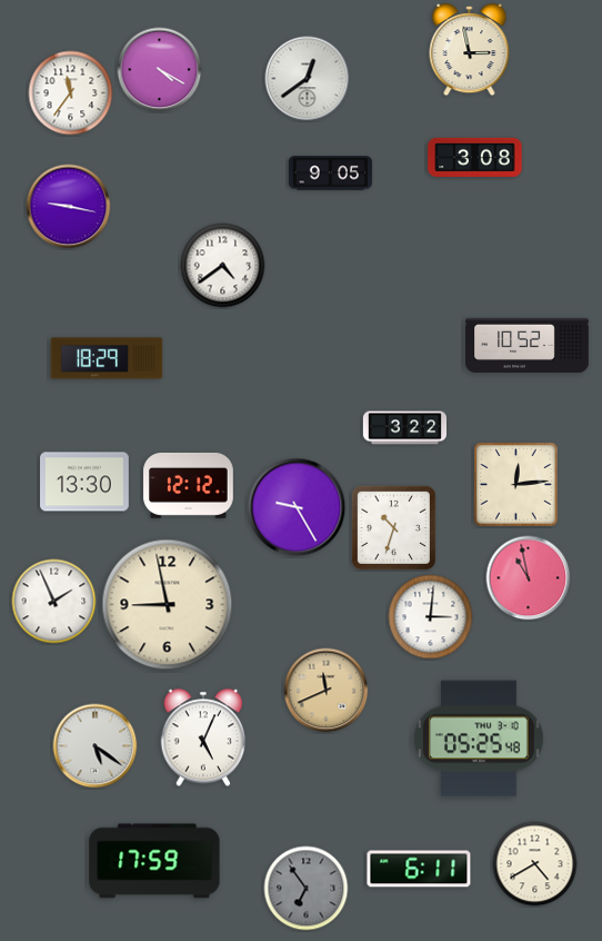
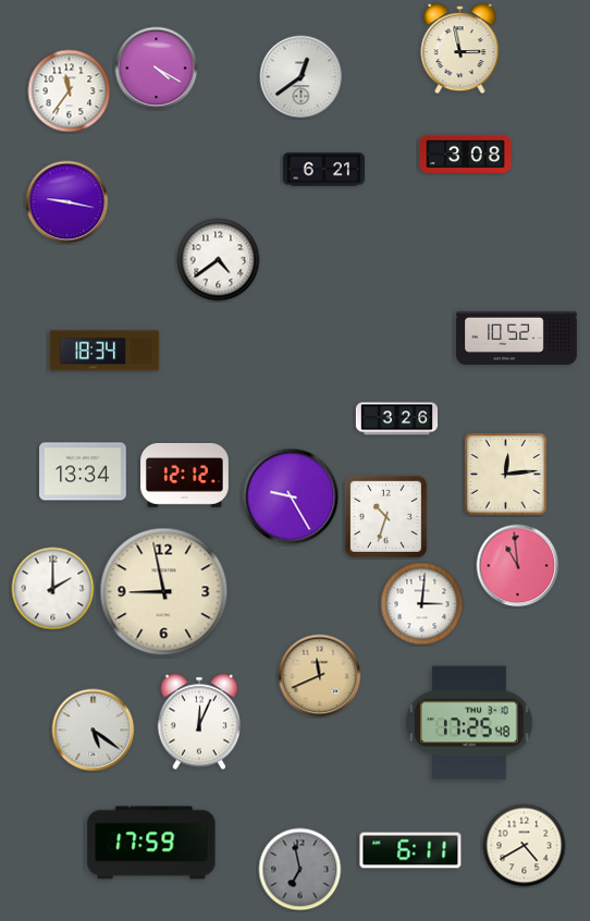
clock at (330, 174): 9:05 -> 6:21
clock at (107, 358): 18:29 -> 18:34
clock at (404, 428): 3:22 -> 3:26
clock at (86, 482): 13:30 -> 13:34
clock at (529, 578): 10:58 -> 10:59
clock at (54, 602): 1:56 -> 2:00
clock at (203, 737): 5:04 -> 12:04
clock at (479, 739): 05:25 -> 17:25
clock at (307, 889): 6:54 -> 6:58
